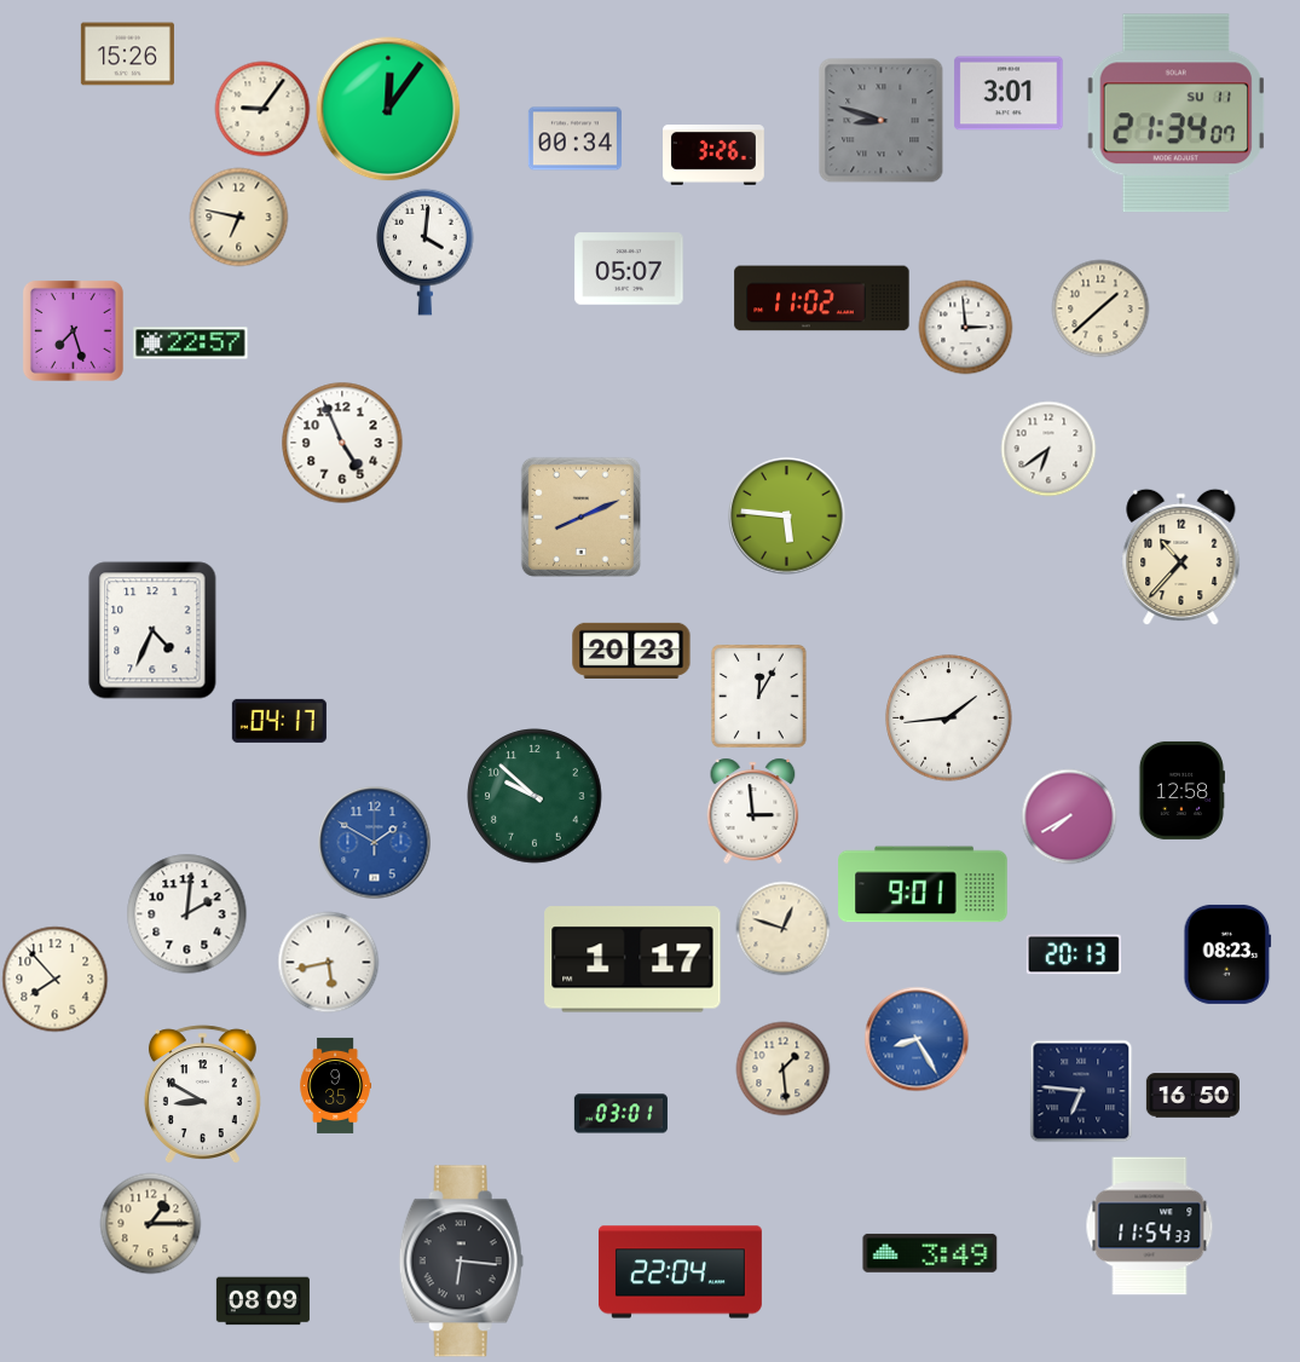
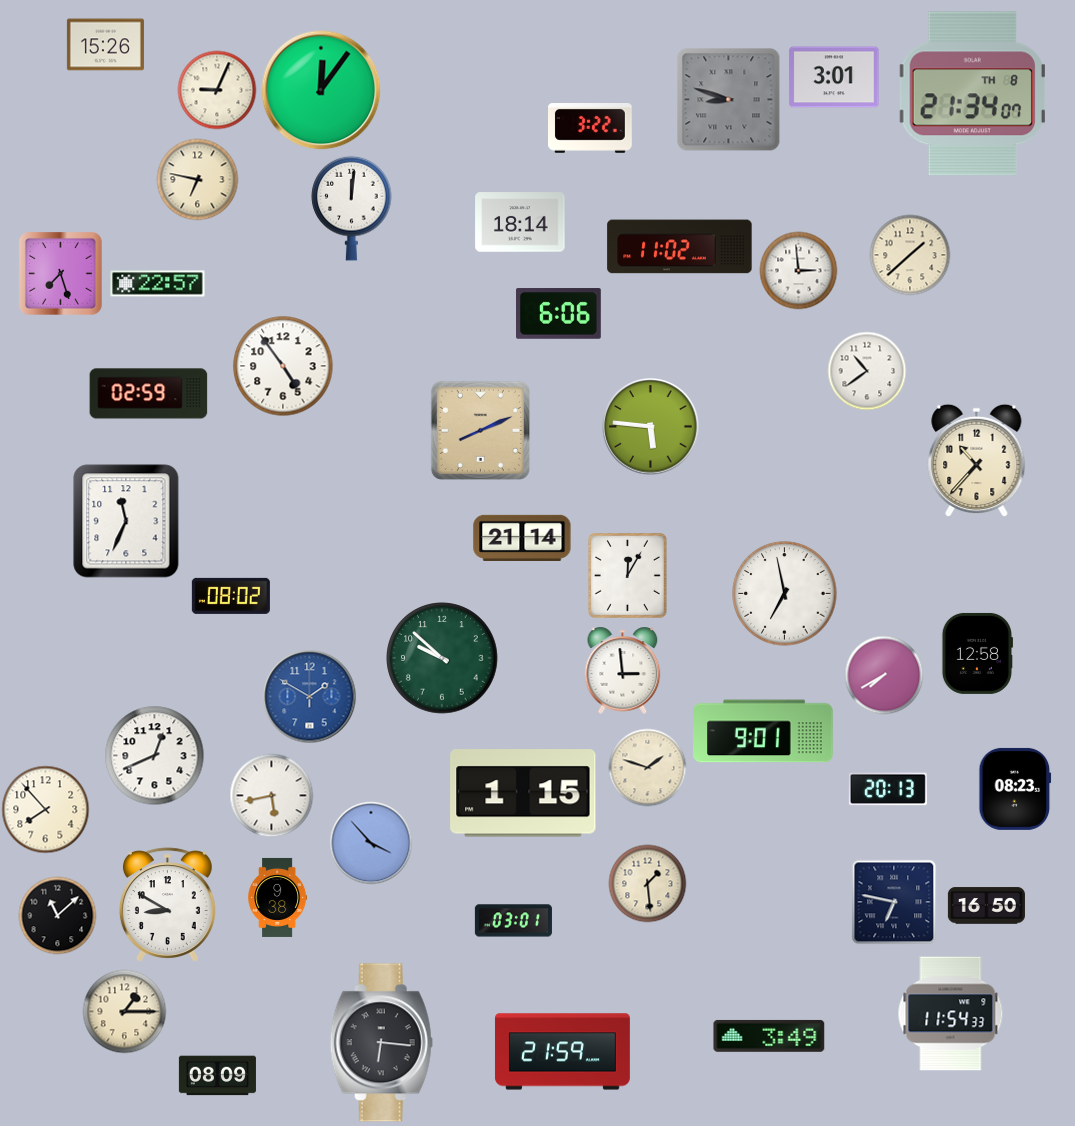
clock at (262, 109): 9:06 -> 9:04
clock at (1175, 114) date: SU 11 -> TH 8
clock at (574, 139): 00:34 -> none
clock at (715, 156): 3:26 -> 3:22
clock at (426, 252): 4:01 -> 12:01
clock at (629, 269): 05:07 -> 18:14
clock at (559, 314): none -> 6:06
clock at (342, 443): 4:56 -> 4:54
clock at (1048, 449): 6:39 -> 10:39
clock at (149, 394): none -> 02:59
clock at (580, 516) position: (580, 516) -> (480, 430)
clock at (152, 630): 4:34 -> 11:34
clock at (631, 651): 20:23 -> 21:14
clock at (949, 718): 1:44 -> 6:58
clock at (279, 721): 04:17 -> 08:02
clock at (187, 914): 2:01 -> 12:41
clock at (782, 928): 12:48 -> 1:48
clock at (632, 959): 1:17 -> 1:15
clock at (371, 843): none -> 3:53
clock at (917, 1039): 8:25 -> none
clock at (336, 1085): 9:35 -> 9:38
clock at (1081, 1091): 6:46 -> 6:47
clock at (57, 915): none -> 11:08
clock at (680, 1272): 22:04 -> 21:59
